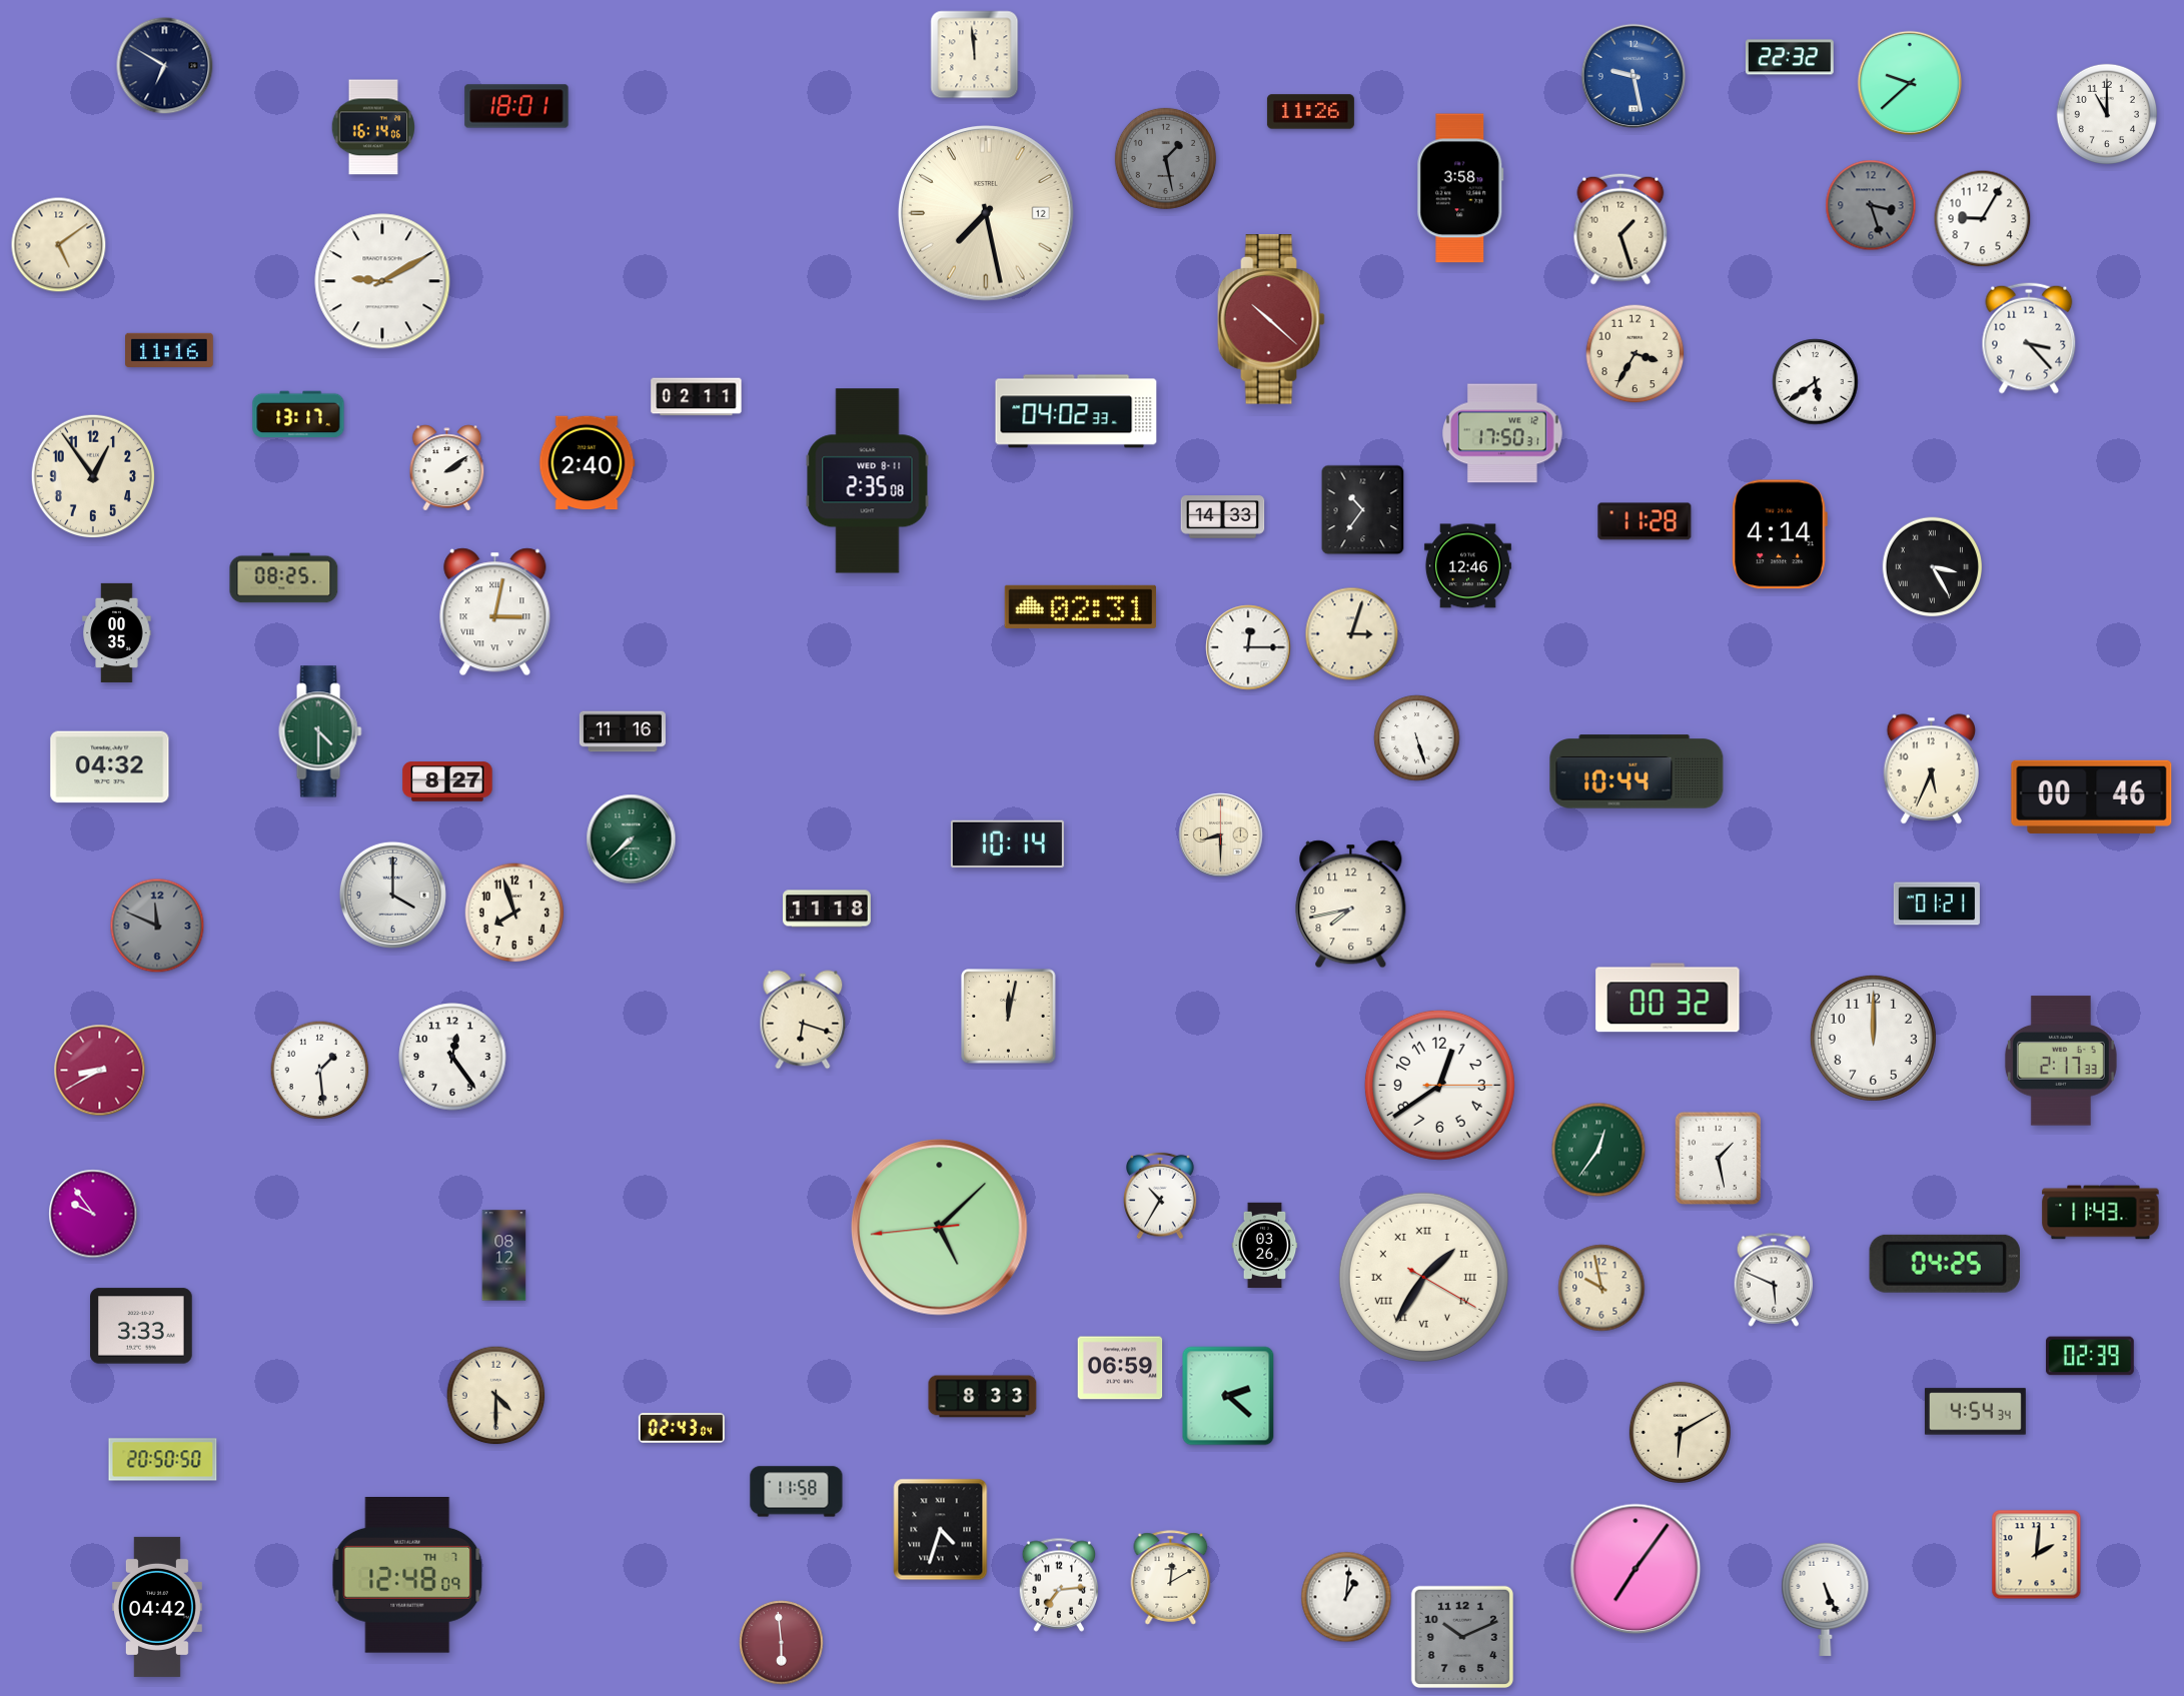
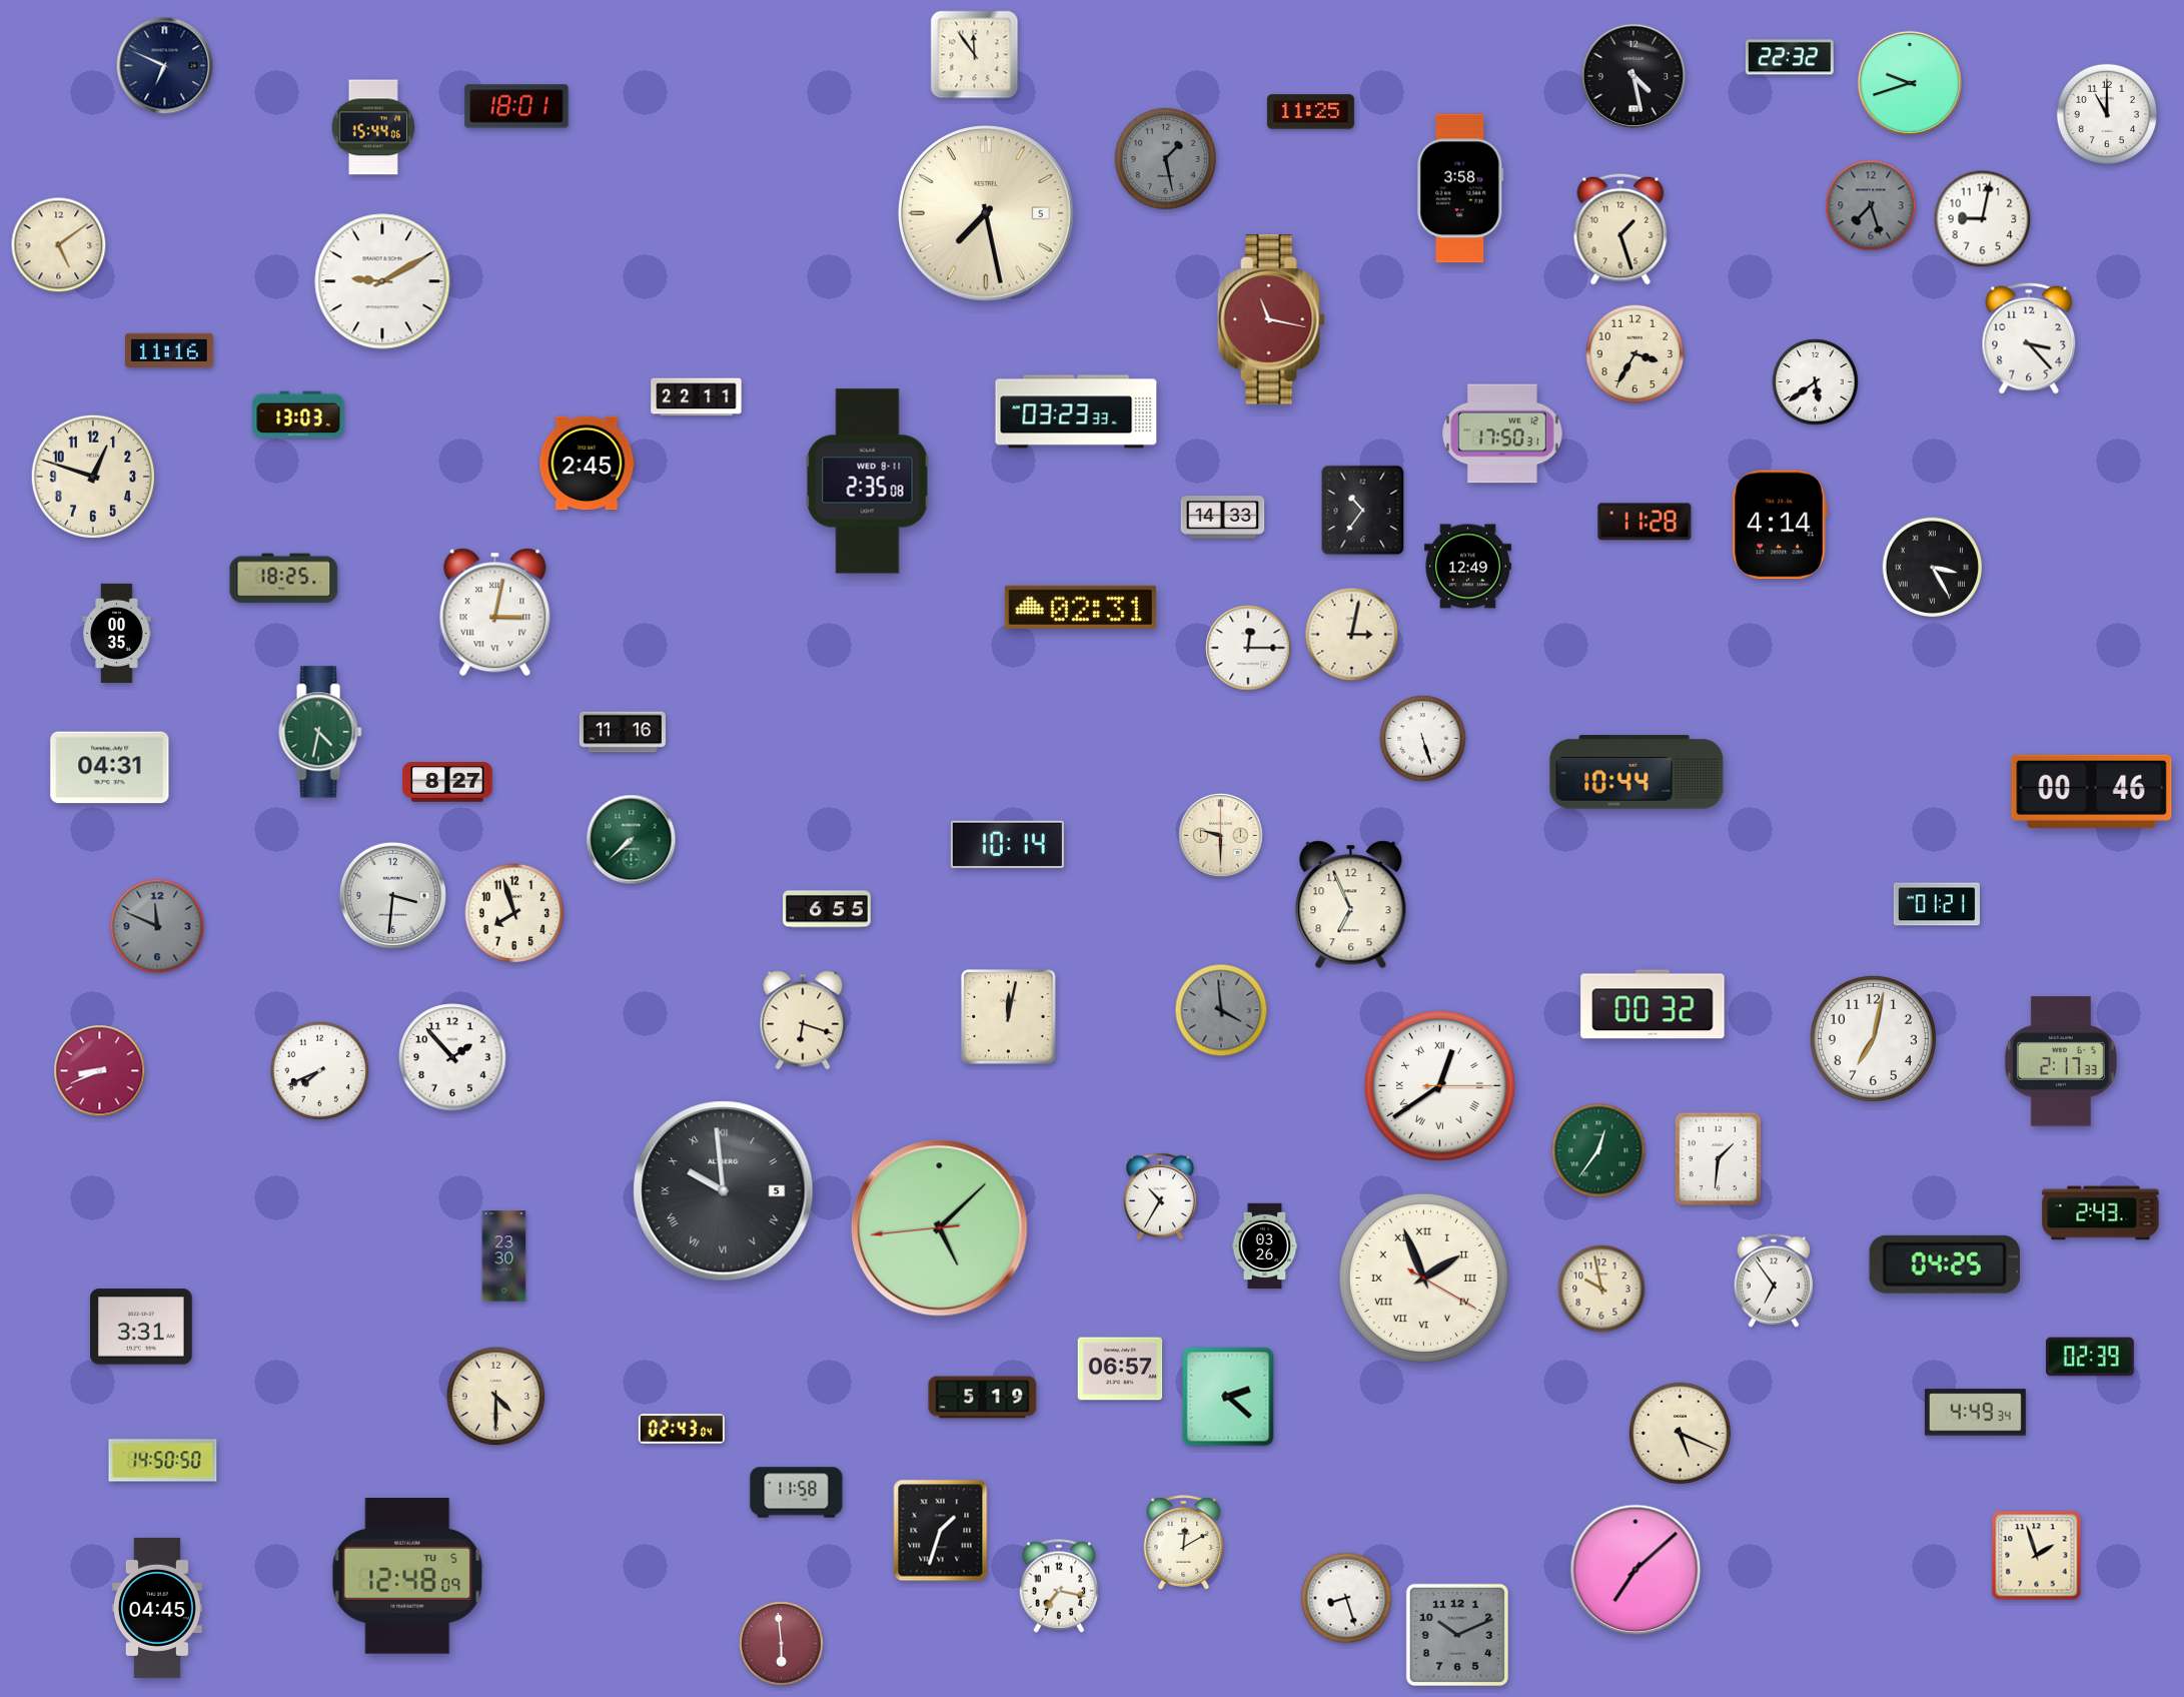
clock at (975, 55): 11:59 -> 11:54
clock at (165, 66): 6:50 -> 6:49
clock at (1632, 75): 9:28 -> 4:28
clock at (1632, 75) dial: blue -> black
clock at (1909, 82): 9:38 -> 9:42
clock at (1310, 112): 11:26 -> 11:25
clock at (373, 127): 16:14 -> 15:44
clock at (1871, 205): 3:27 -> 7:27
clock at (986, 213) date: 12 -> 5
clock at (1983, 219): 9:05 -> 9:02
clock at (1271, 319): 10:22 -> 11:17
clock at (697, 397): 02:11 -> 22:11
clock at (1076, 411): 04:02 -> 03:23
clock at (298, 414): 13:17 -> 13:03
clock at (588, 463): 2:40 -> 2:45
clock at (447, 468): 2:09 -> none
clock at (93, 476): 12:54 -> 12:48
clock at (1780, 534) position: (1780, 534) -> (1780, 525)
clock at (1467, 566): 12:46 -> 12:49
clock at (284, 578): 08:25 -> 18:25
clock at (1352, 634): 3:03 -> 3:02
clock at (320, 731): 4:30 -> 4:32
clock at (1417, 738) position: (1417, 738) -> (1423, 739)
clock at (110, 767): 04:32 -> 04:31
clock at (1931, 769): 5:34 -> none
clock at (2092, 796) position: (2092, 796) -> (2092, 791)
clock at (1221, 835): 8:30 -> 9:30
clock at (392, 895): 4:00 -> 3:31
clock at (1351, 905): 7:43 -> 6:56
clock at (828, 909): 11:18 -> 6:55
clock at (1668, 998) position: (1668, 998) -> (1653, 1004)
clock at (1221, 1010): none -> 3:59
clock at (1873, 1038): 12:00 -> 7:02
clock at (452, 1057): 12:24 -> 1:53
clock at (100, 1071): 8:40 -> 8:41
clock at (320, 1071): 1:29 -> 7:41
clock at (1439, 1085) numerals: Arabic -> Roman
clock at (1719, 1159): 1:28 -> 1:31
clock at (724, 1191): none -> 9:59
clock at (2101, 1213): 11:43 -> 2:43
clock at (93, 1214): 9:54 -> none
clock at (504, 1256): 08:12 -> 23:30
clock at (1423, 1277): 1:35 -> 1:56
clock at (1774, 1280): 5:49 -> 6:54
clock at (141, 1326): 3:33 -> 3:31
clock at (1120, 1368): 06:59 -> 06:57
clock at (983, 1397): 8:33 -> 5:19
clock at (1975, 1412): 4:54 -> 4:49
clock at (1680, 1432): 6:10 -> 5:19
clock at (163, 1460): 20:50 -> 14:50
clock at (941, 1530): 4:33 -> 1:33
clock at (2037, 1555): 2:01 -> 1:57
clock at (1635, 1569): 7:06 -> 7:08
clock at (407, 1576) date: TH 7 -> TU 5
clock at (1171, 1578) position: (1171, 1578) -> (1184, 1543)
clock at (1059, 1585): 7:14 -> 7:17
clock at (1346, 1597): 1:01 -> 8:27
clock at (1826, 1599): 5:26 -> none
clock at (157, 1607): 04:42 -> 04:45
clock at (1461, 1636) position: (1461, 1636) -> (1456, 1634)
